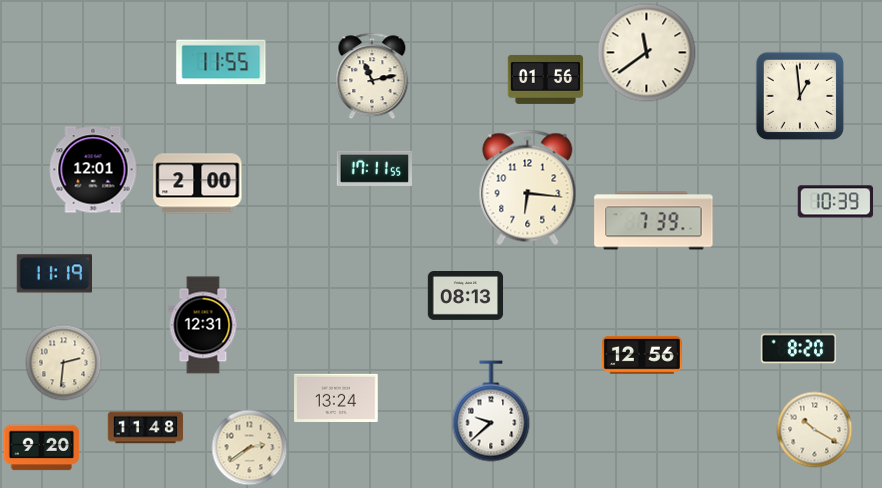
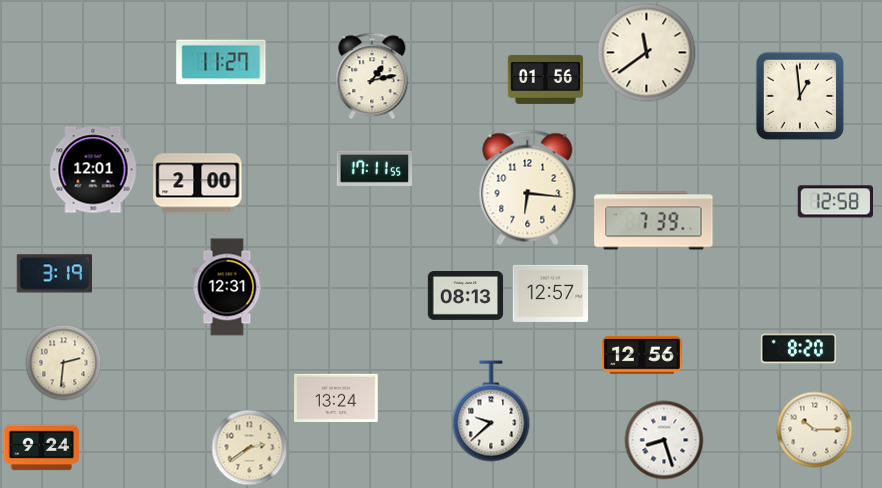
clock at (221, 62): 11:55 -> 11:27
clock at (372, 76): 11:13 -> 1:13
clock at (835, 202): 10:39 -> 12:58
clock at (54, 274): 11:19 -> 3:19
clock at (551, 293): none -> 12:57
clock at (203, 325) position: (203, 325) -> (227, 287)
clock at (146, 428): 11:48 -> none
clock at (815, 430): 10:20 -> 10:15
clock at (664, 440): none -> 8:27
clock at (42, 448): 9:20 -> 9:24
